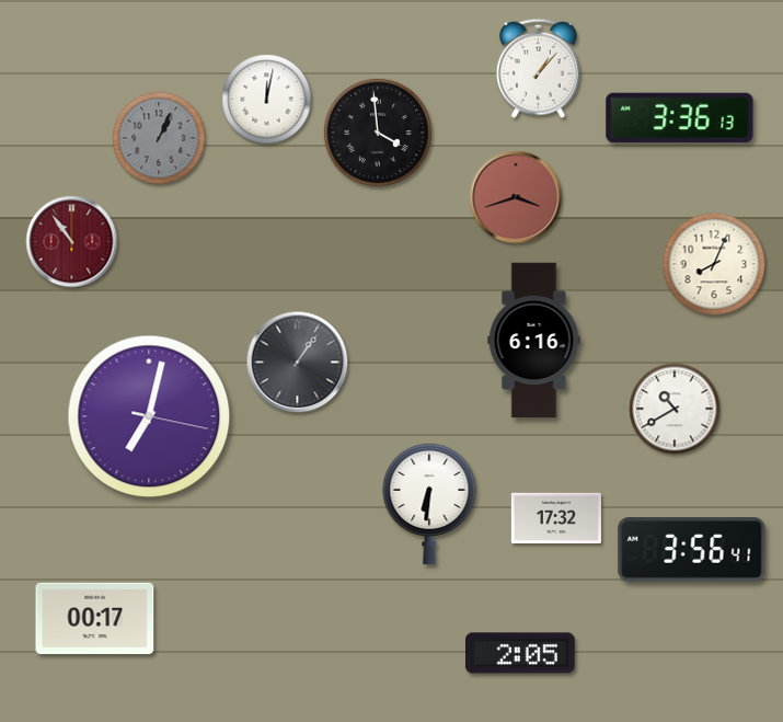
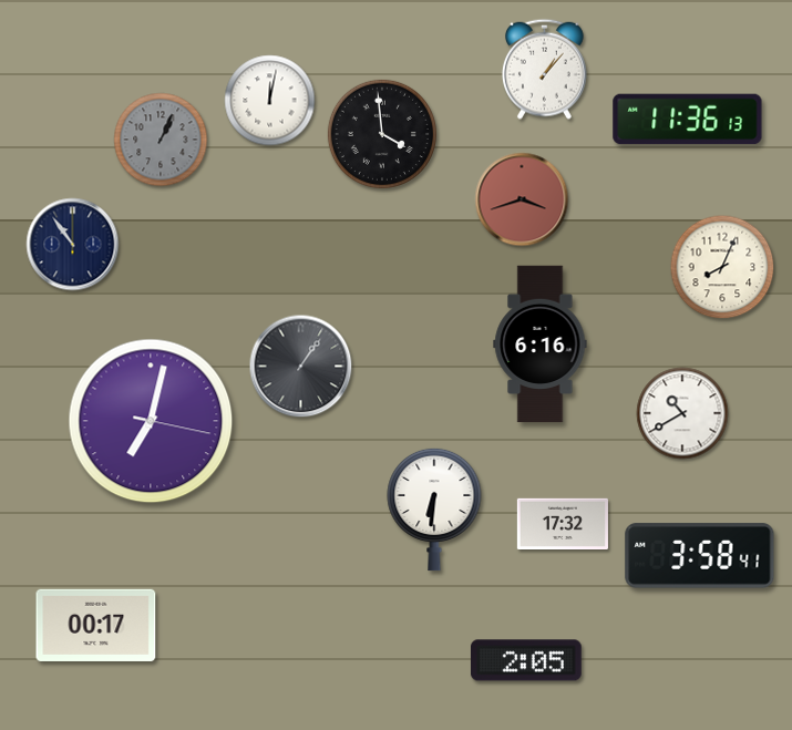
clock at (680, 118): 3:36 -> 11:36
clock at (72, 242) dial: burgundy -> navy
clock at (692, 550): 3:56 -> 3:58
